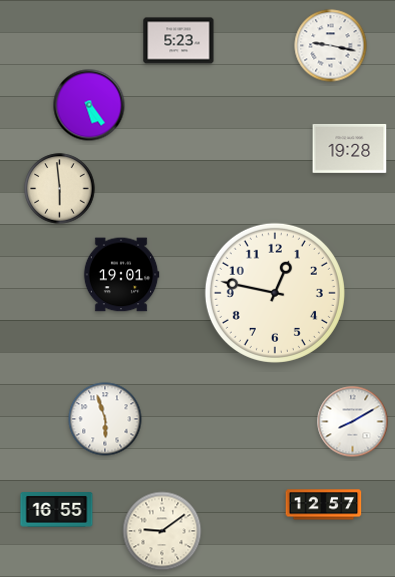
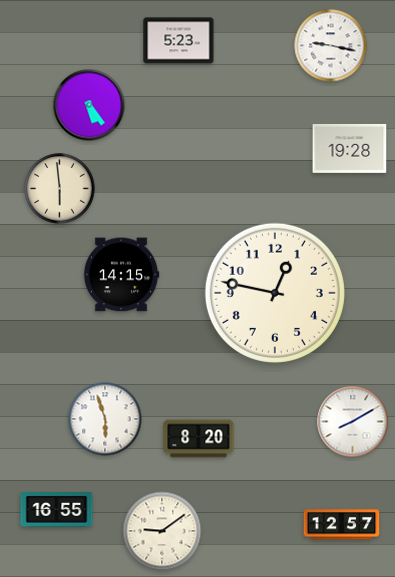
clock at (121, 275): 19:01 -> 14:15
clock at (199, 439): none -> 8:20
clock at (324, 505) position: (324, 505) -> (342, 525)
